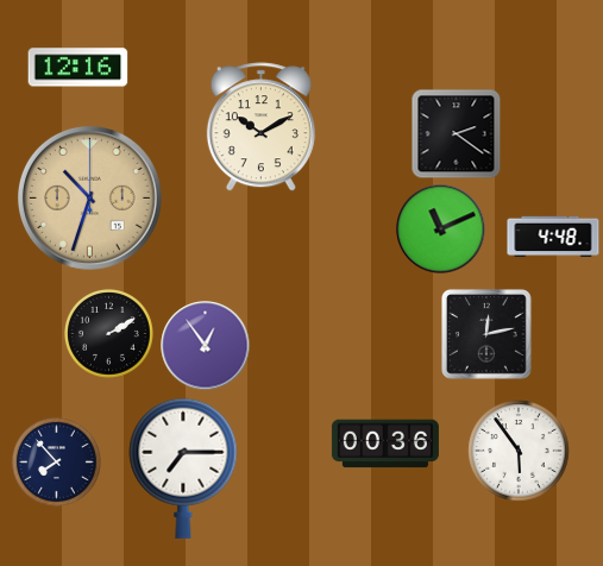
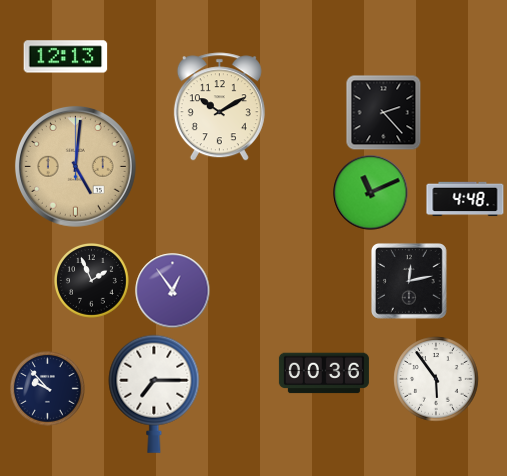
clock at (78, 68): 12:16 -> 12:13
clock at (457, 134): 2:21 -> 2:23
clock at (89, 197): 10:33 -> 5:01
clock at (109, 334): 2:10 -> 1:56
clock at (57, 463): 7:53 -> 9:53
